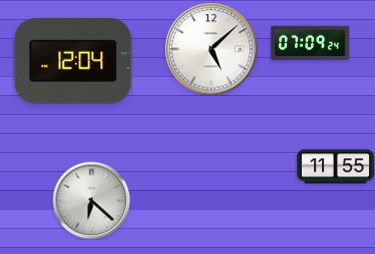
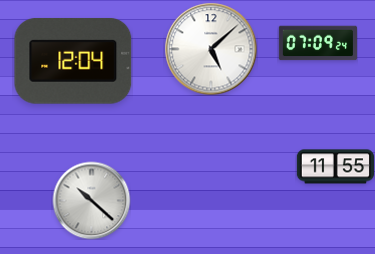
clock at (310, 43) position: (310, 43) -> (318, 43)
clock at (91, 200): 6:22 -> 10:22
